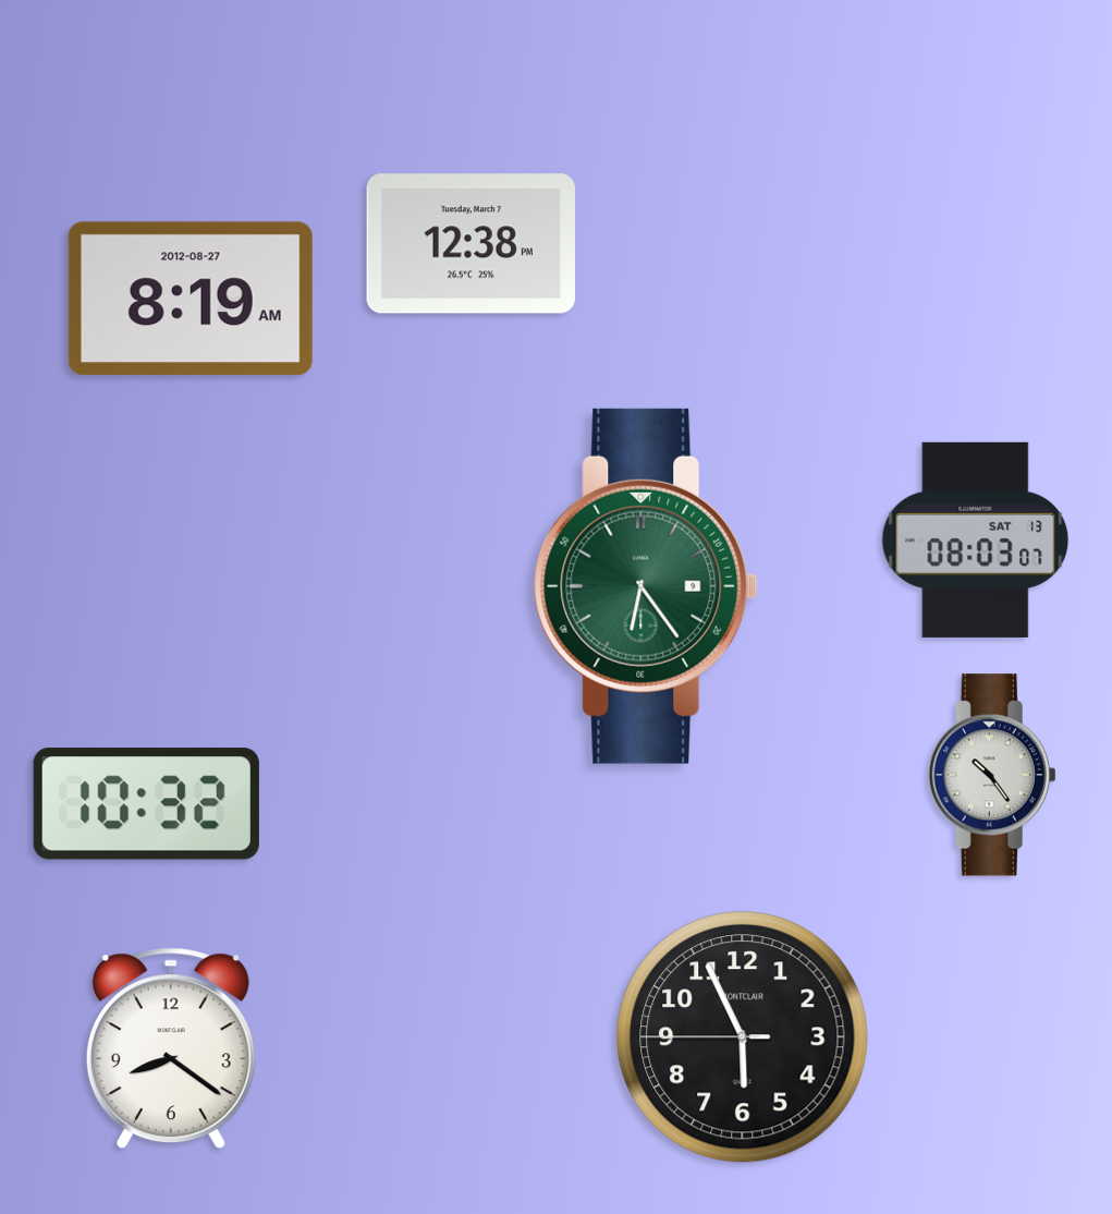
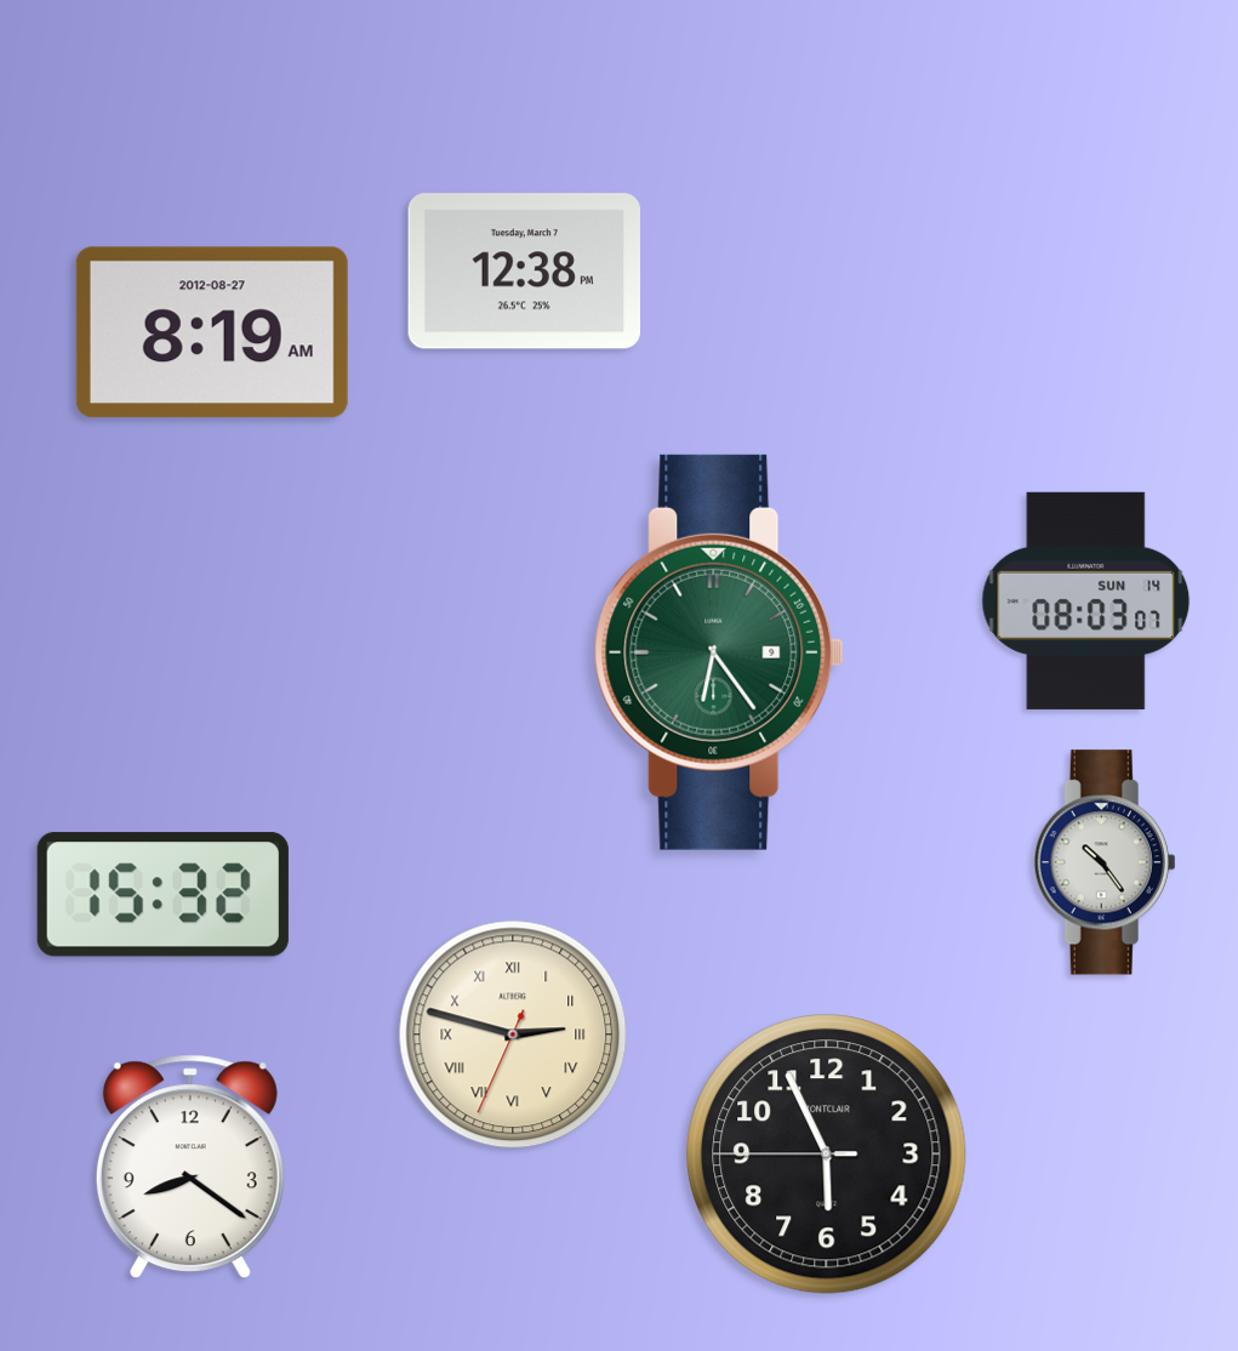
clock at (976, 539) date: SAT 13 -> SUN 14
clock at (146, 804): 10:32 -> 15:32
clock at (513, 1034): none -> 2:47
